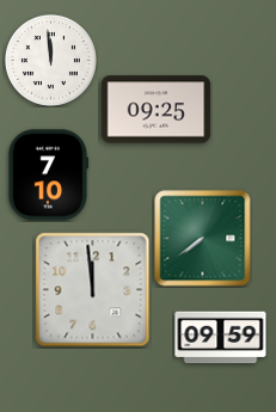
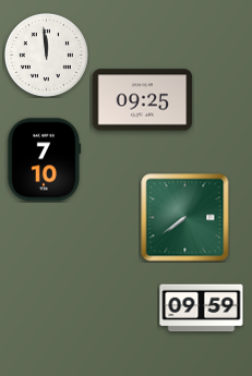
clock at (93, 290): 11:59 -> none
